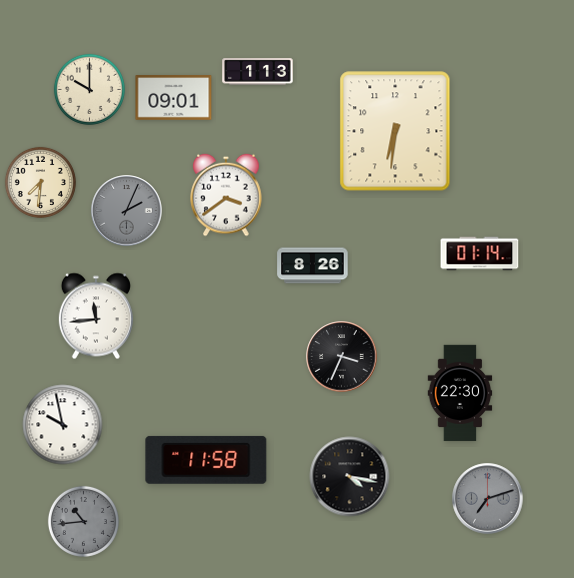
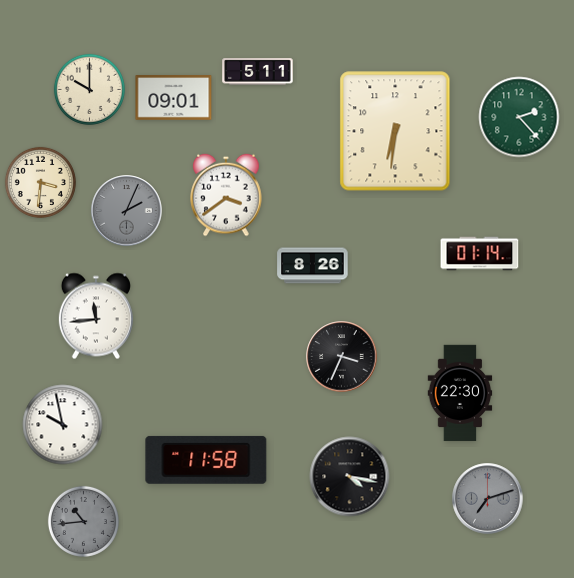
clock at (258, 72): 1:13 -> 5:11
clock at (519, 117): none -> 2:23
clock at (40, 182): 7:31 -> 3:31
